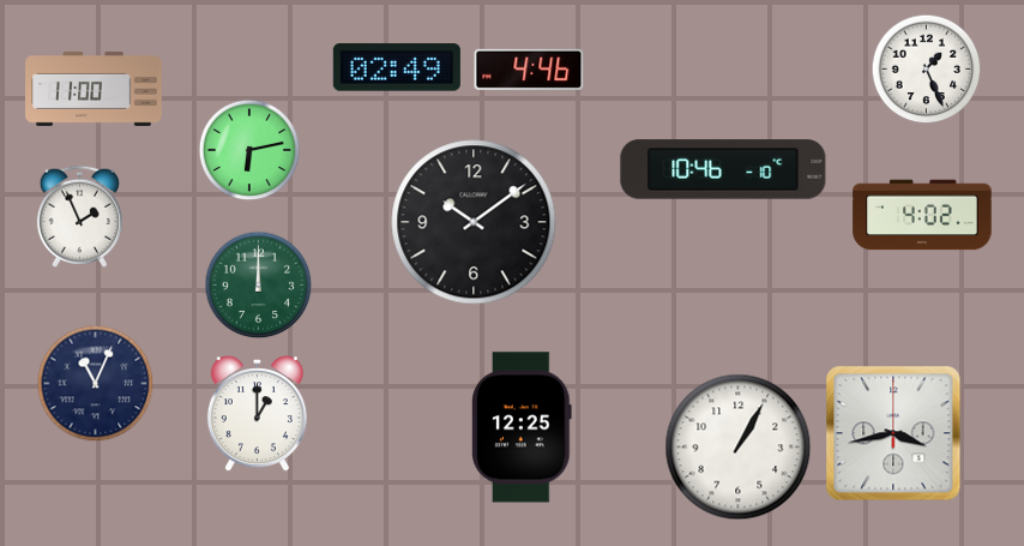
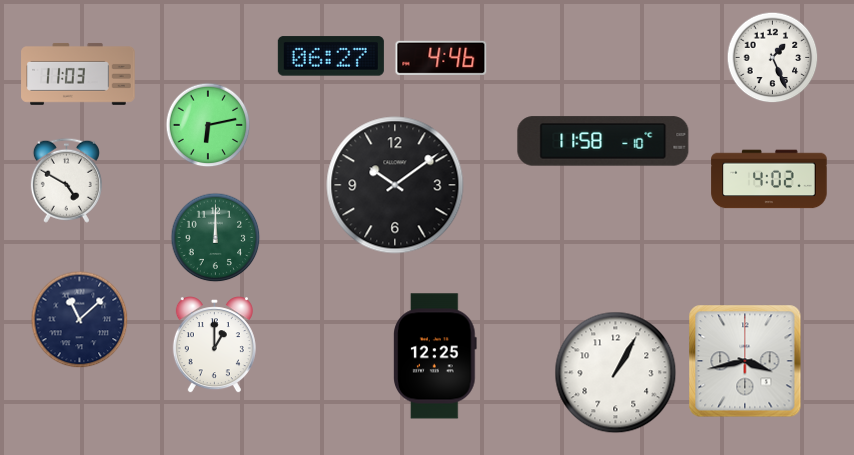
clock at (397, 67): 02:49 -> 06:27
clock at (94, 89): 11:00 -> 11:03
clock at (723, 169): 10:46 -> 11:58
clock at (79, 216): 1:56 -> 4:50
clock at (95, 383): 11:04 -> 11:08
